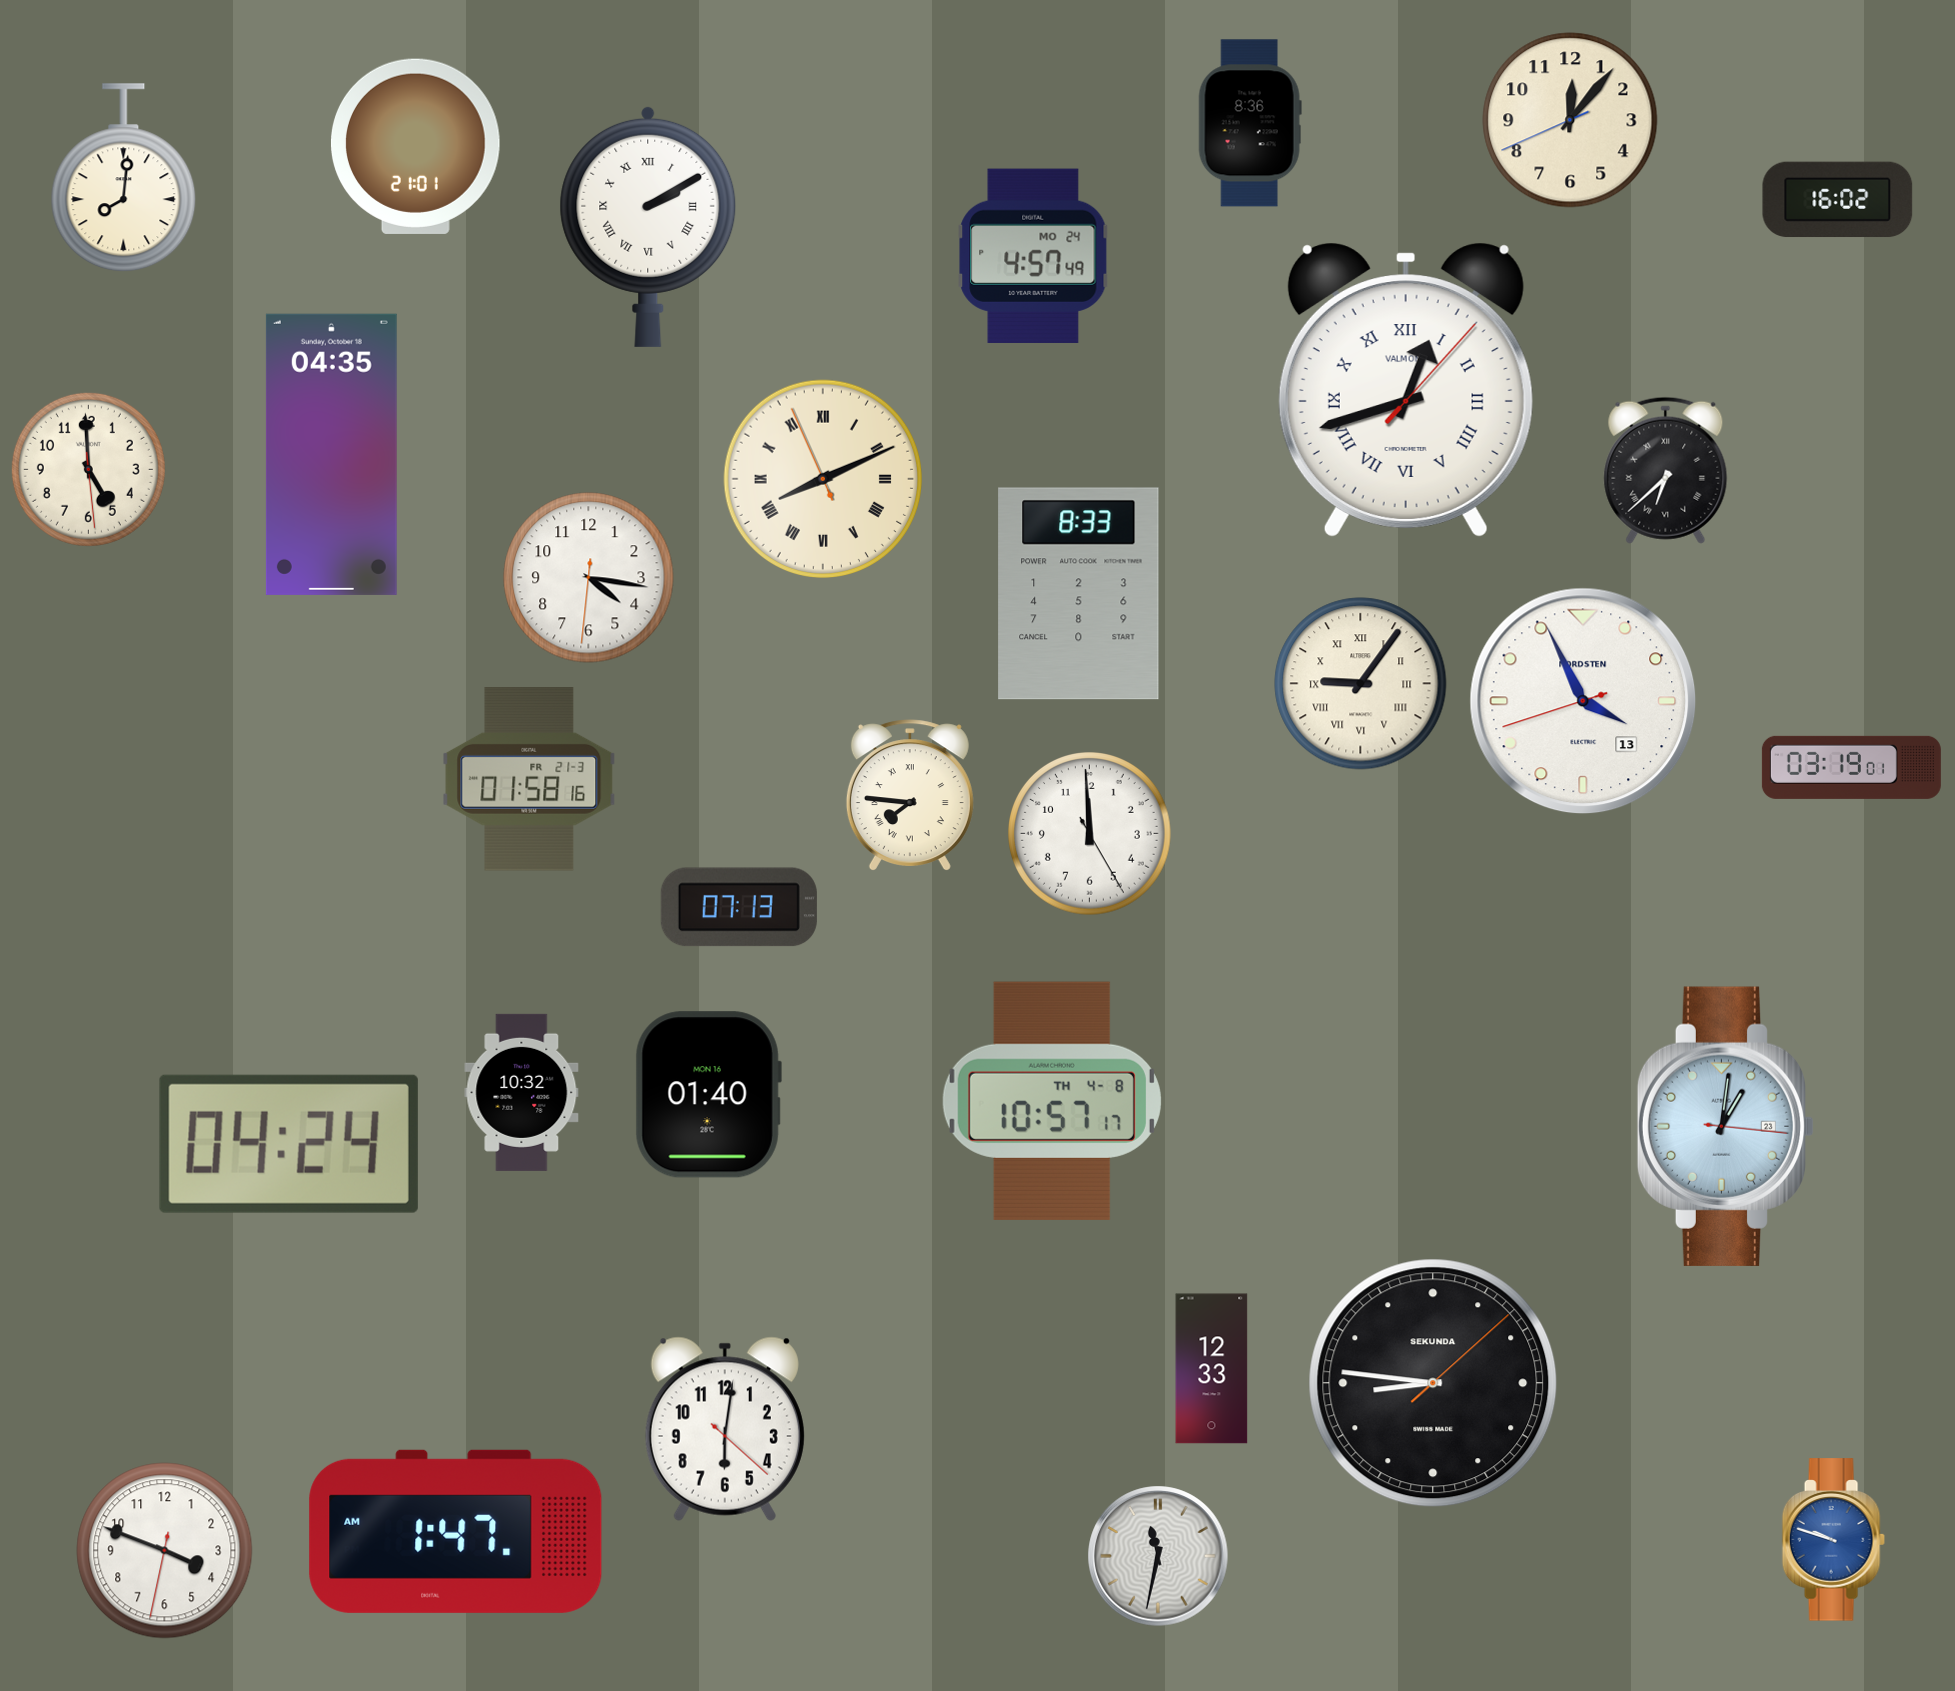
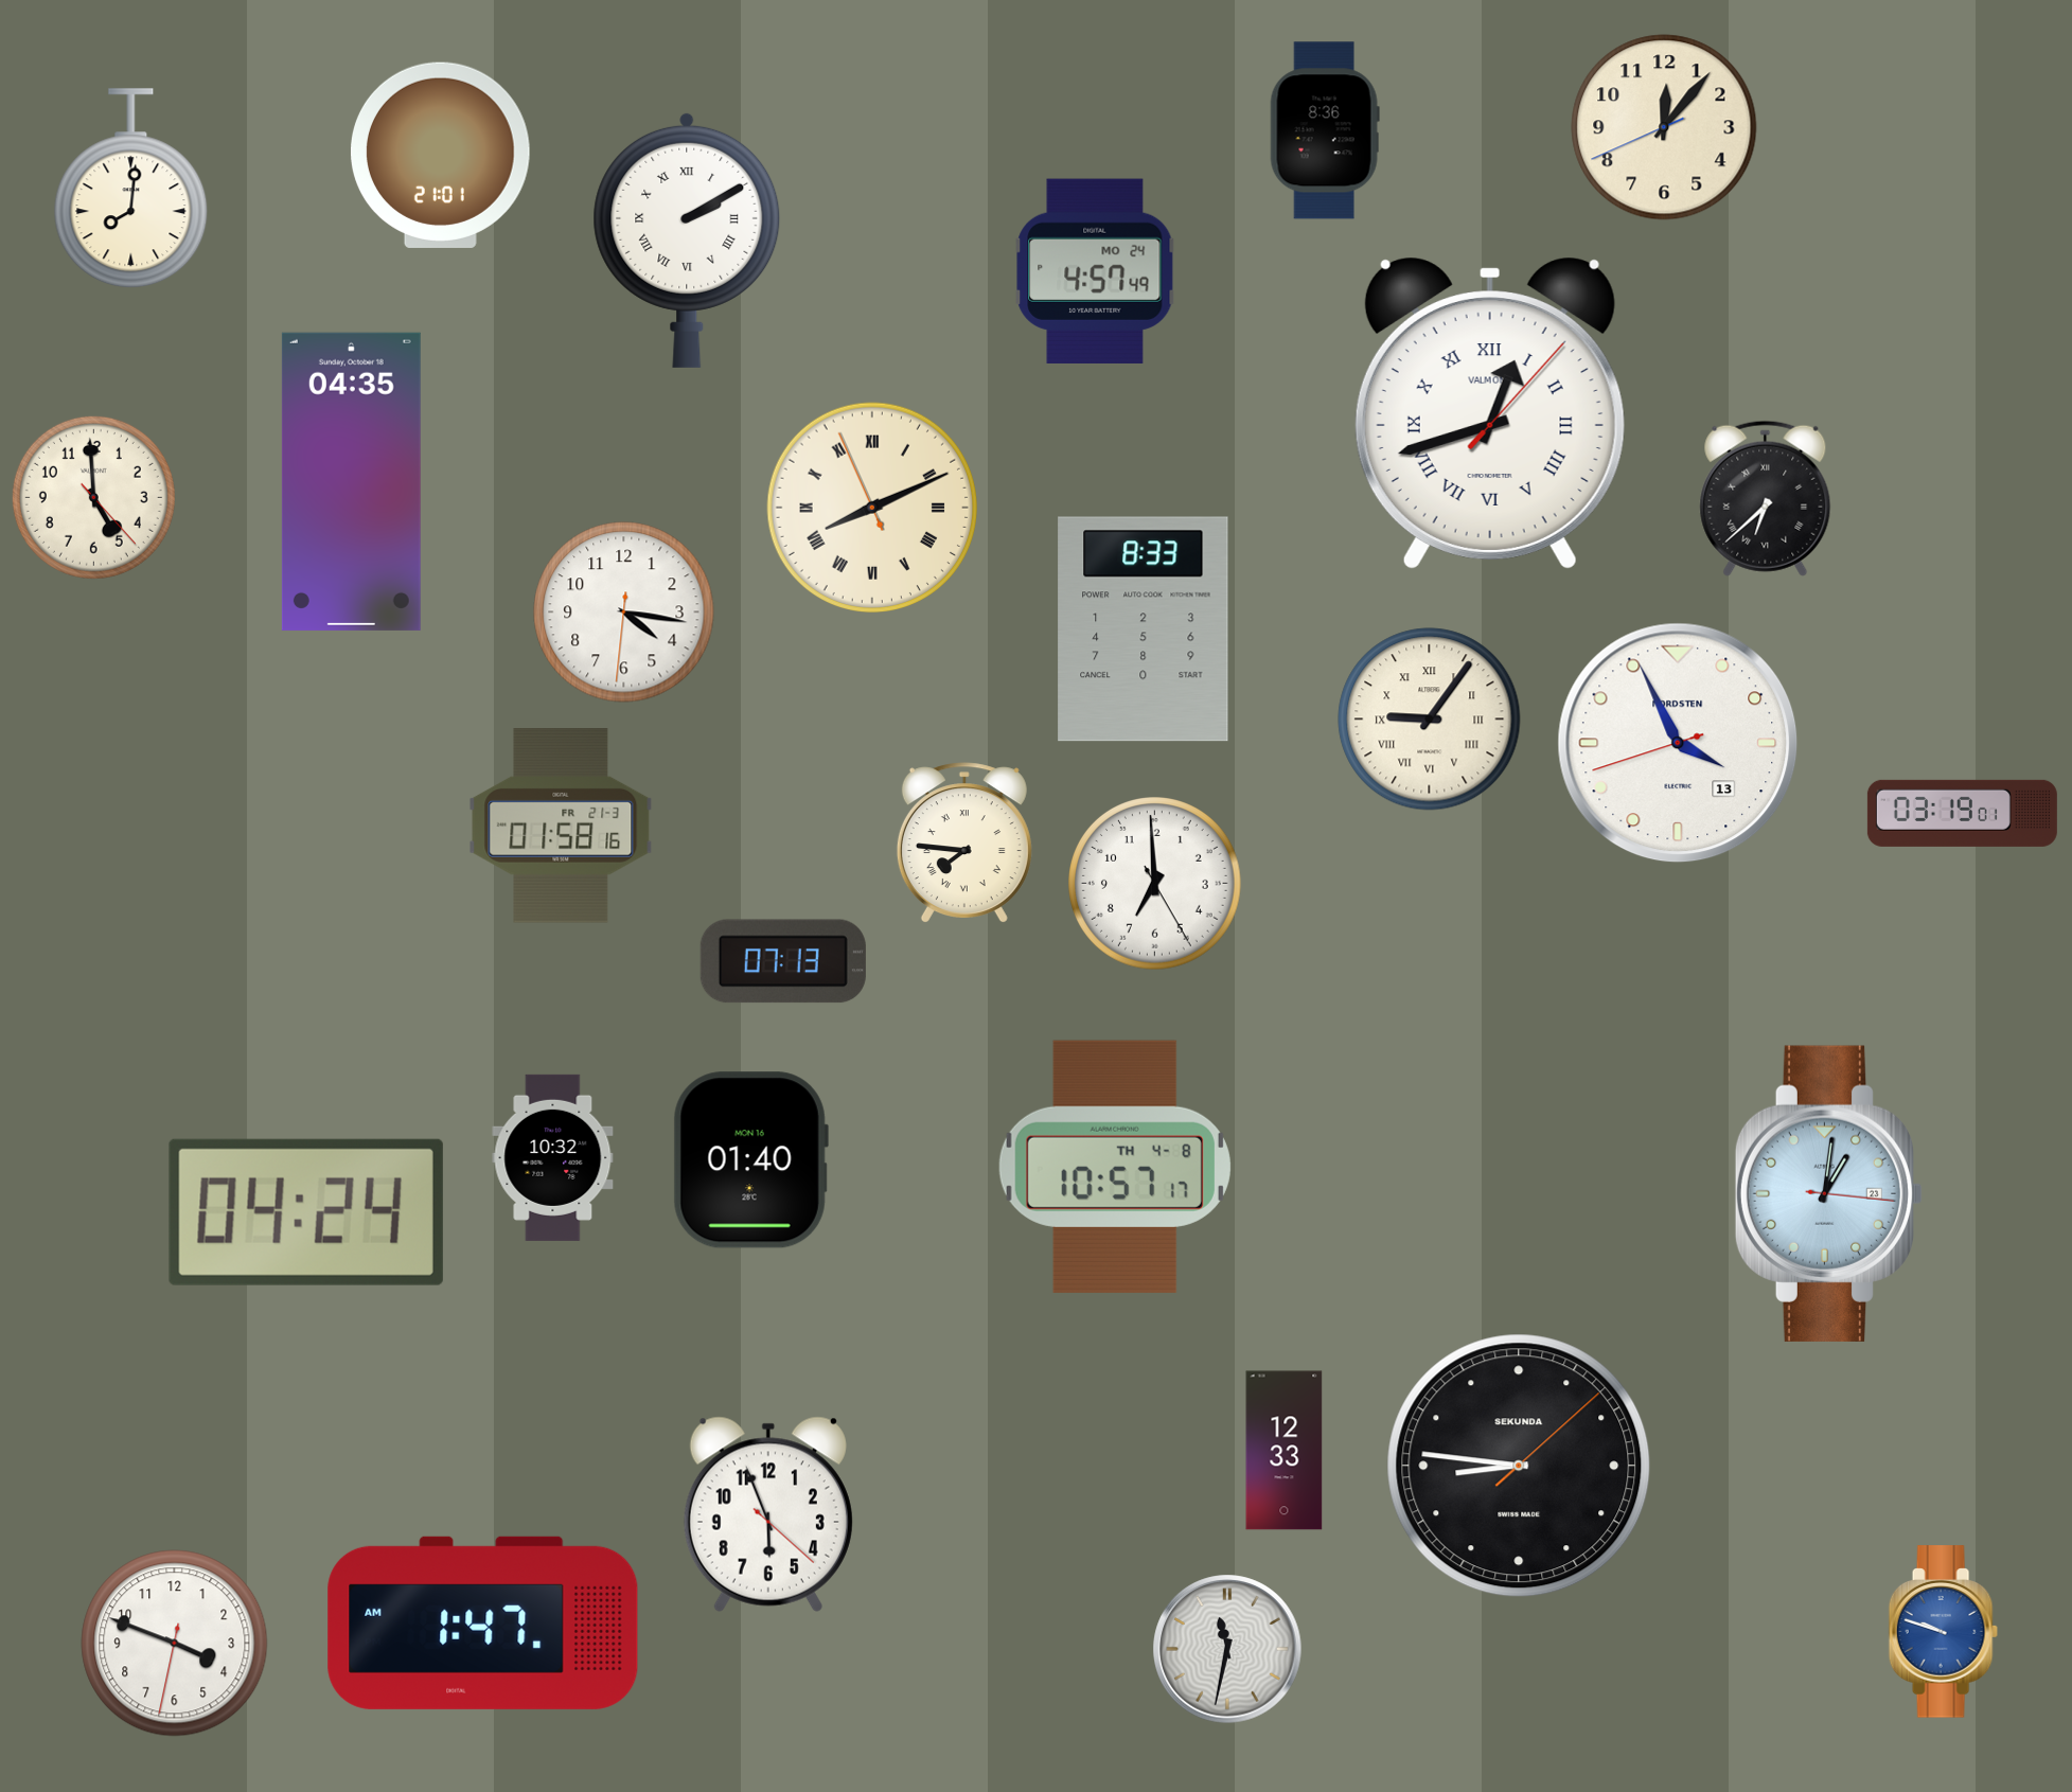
clock at (1838, 200): 16:02 -> none
clock at (88, 469): 4:59:29 -> 4:59:23
clock at (1361, 684) position: (1361, 684) -> (1430, 720)
clock at (1090, 834): 11:59 -> 6:59
clock at (725, 1429): 6:01 -> 5:56
